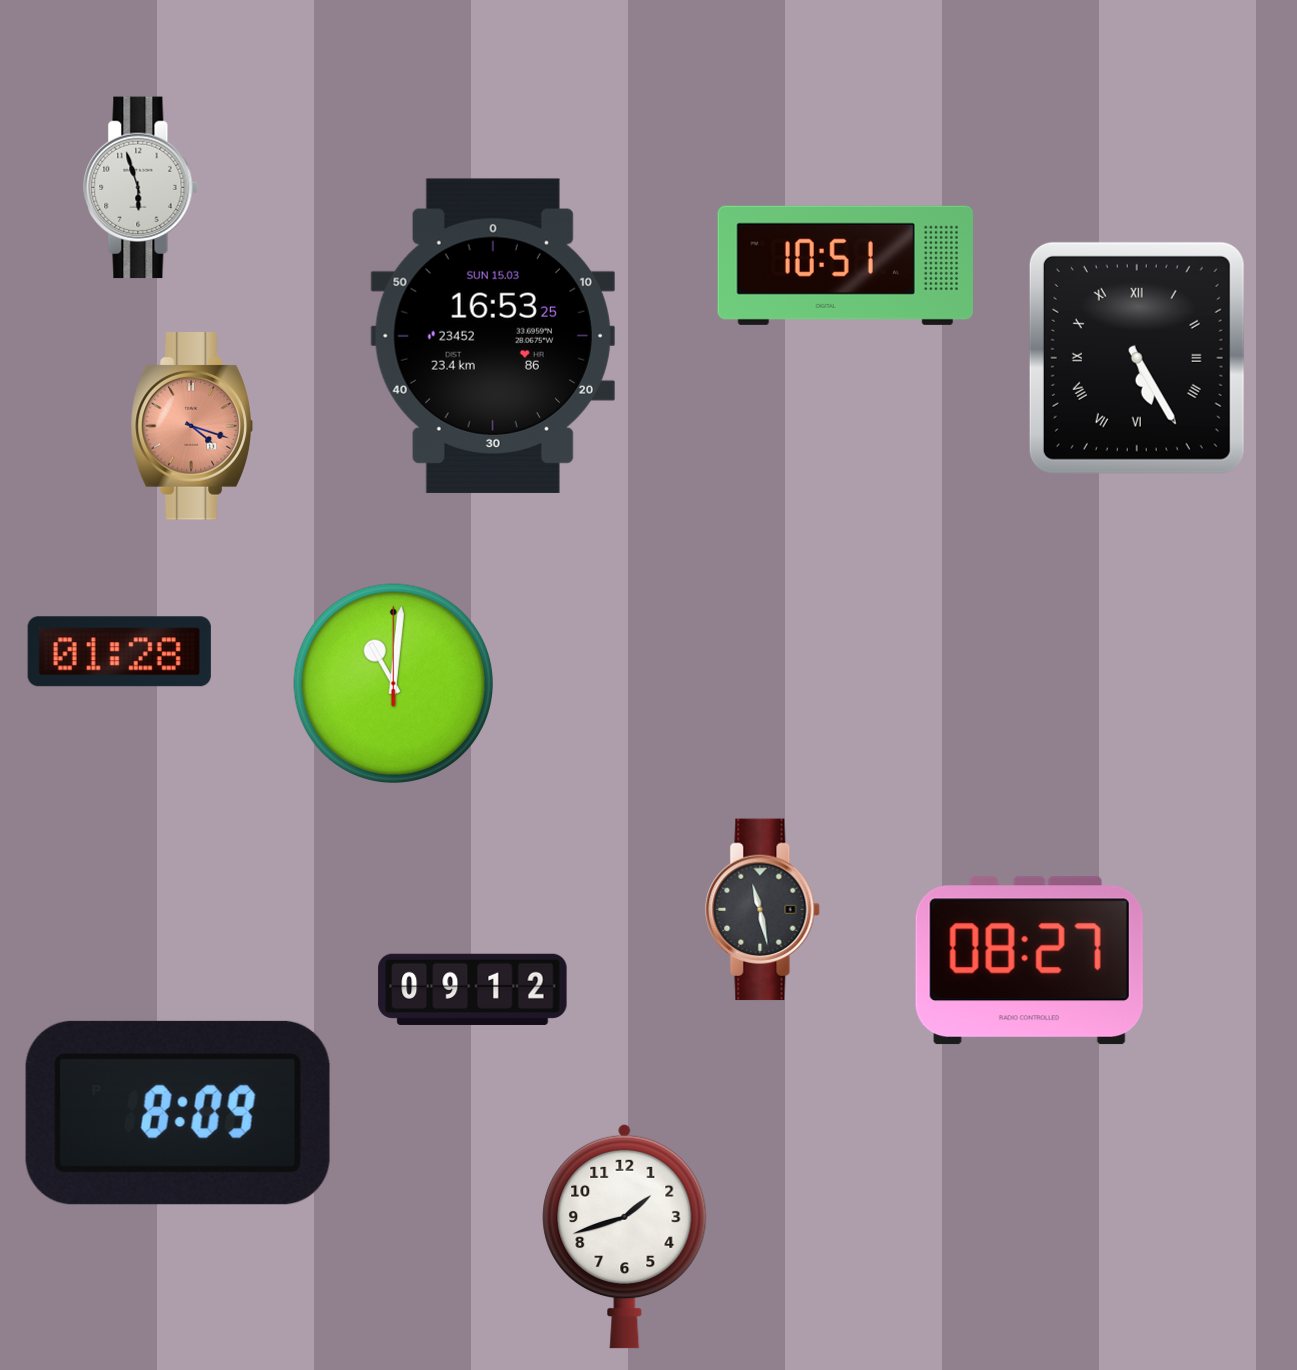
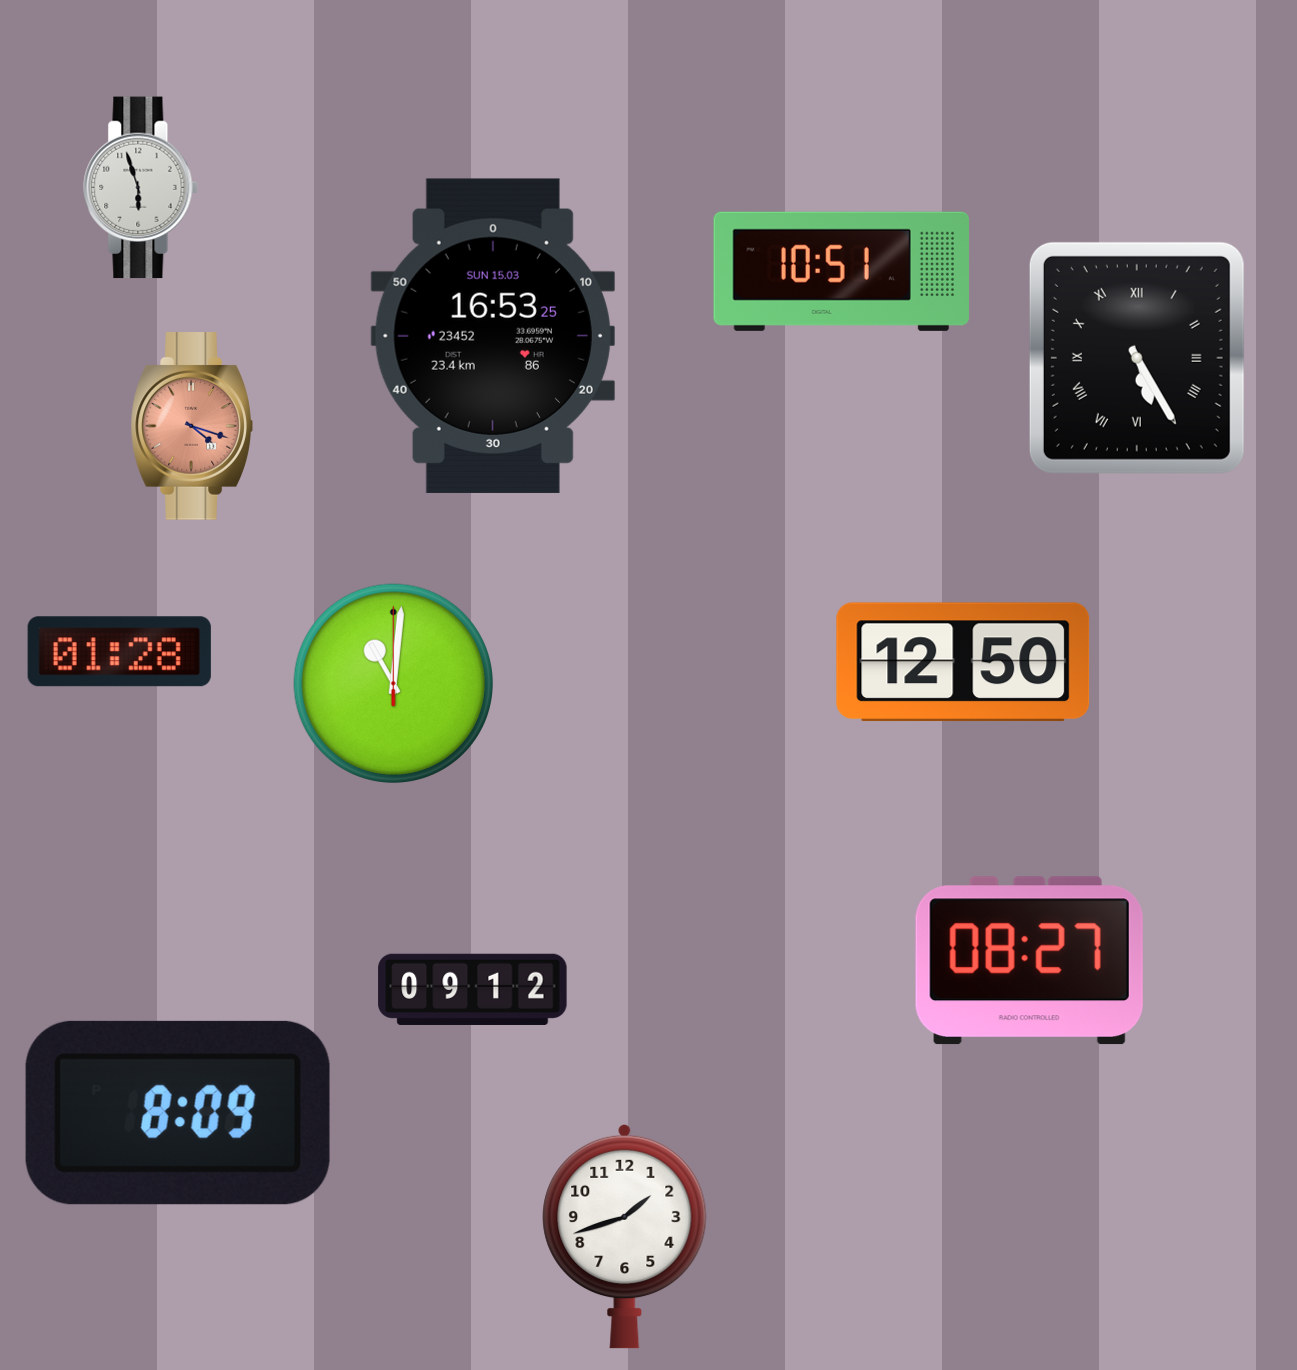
clock at (845, 265) position: (845, 265) -> (841, 271)
clock at (963, 662): none -> 12:50
clock at (763, 910): 11:28 -> none
